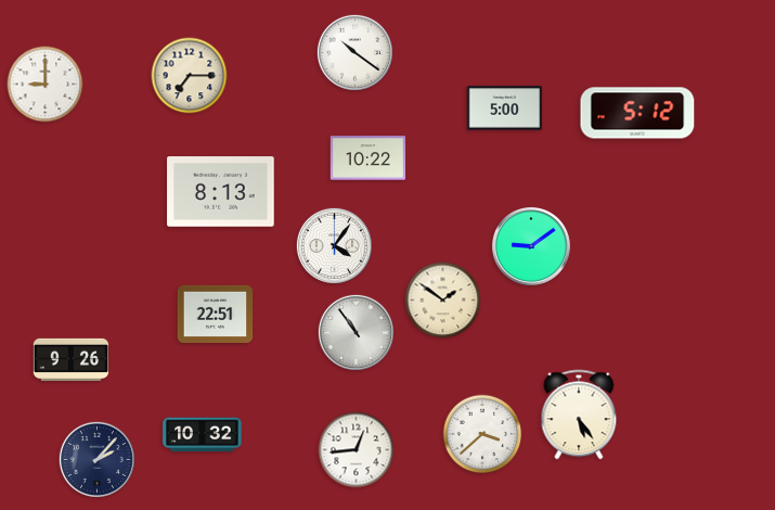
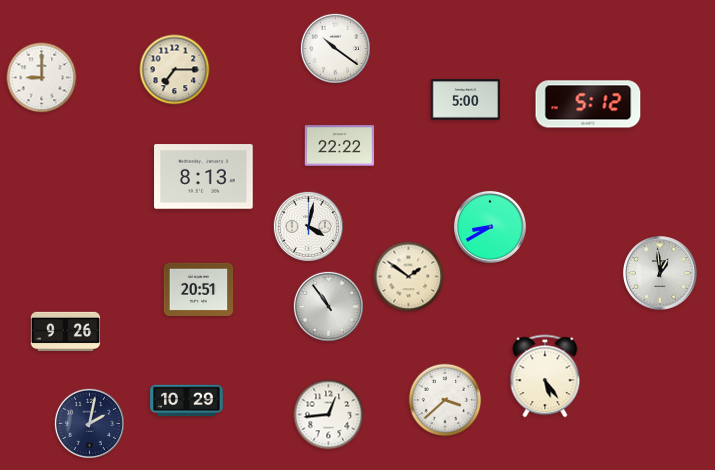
clock at (354, 52) position: (354, 52) -> (335, 48)
clock at (369, 158): 10:22 -> 22:22
clock at (334, 245): 4:06 -> 4:02
clock at (531, 246): 9:09 -> 8:40
clock at (661, 274): none -> 12:59
clock at (216, 314): 22:51 -> 20:51
clock at (579, 415) position: (579, 415) -> (545, 376)
clock at (203, 435): 10:32 -> 10:29
clock at (96, 459): 2:07 -> 2:02
